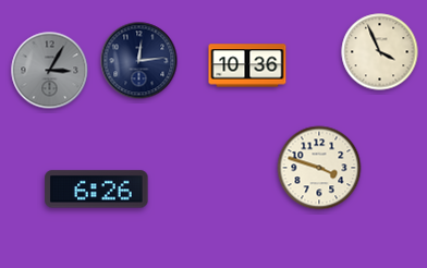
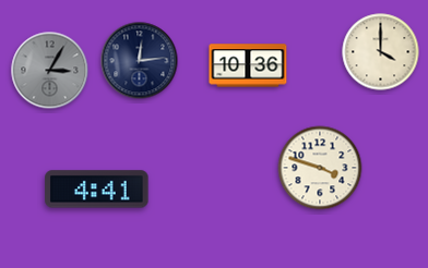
clock at (380, 52): 3:56 -> 4:00
clock at (97, 190): 6:26 -> 4:41
